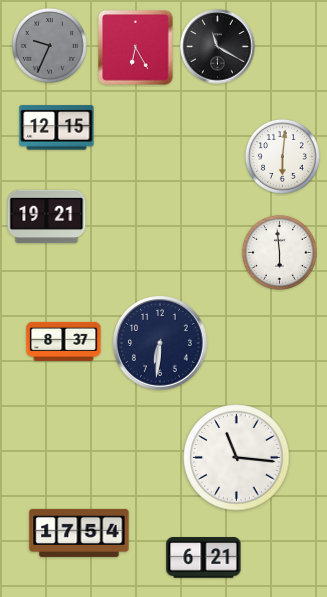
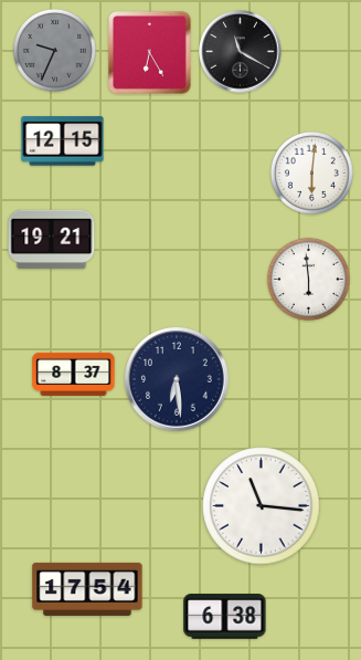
clock at (64, 341) position: (64, 341) -> (74, 374)
clock at (161, 344): 6:31 -> 6:29
clock at (204, 558): 6:21 -> 6:38
